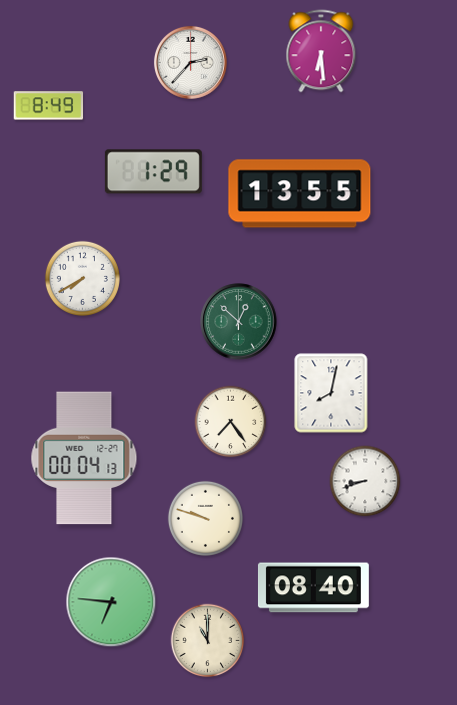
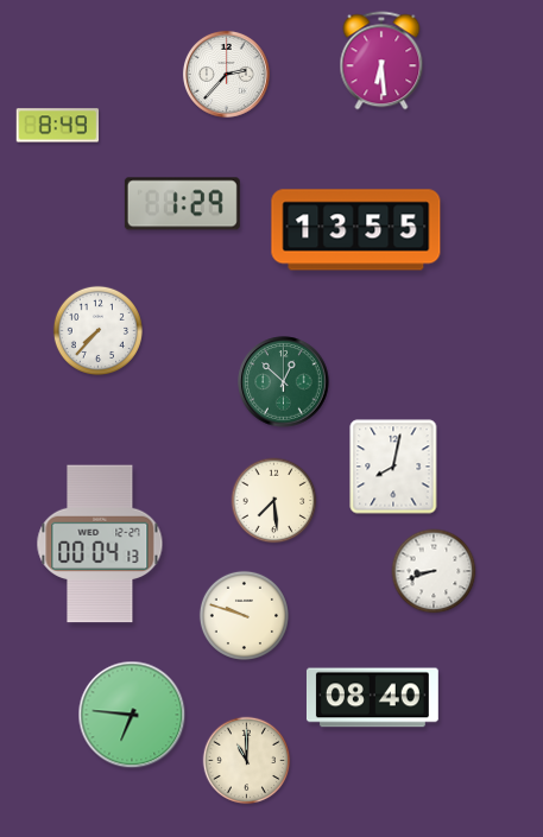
clock at (82, 278): 7:40 -> 7:37
clock at (231, 422): 7:24 -> 7:29
